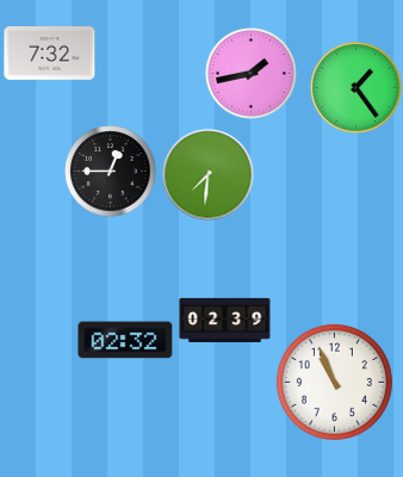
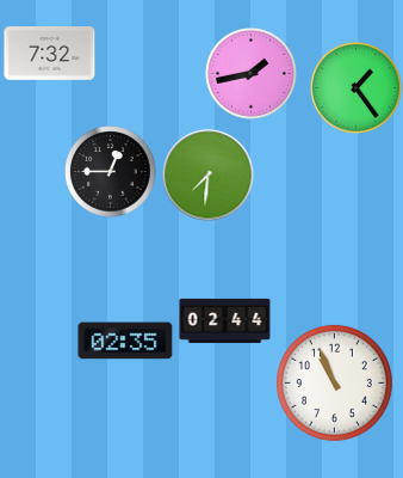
clock at (225, 320): 02:39 -> 02:44
clock at (125, 340): 02:32 -> 02:35
